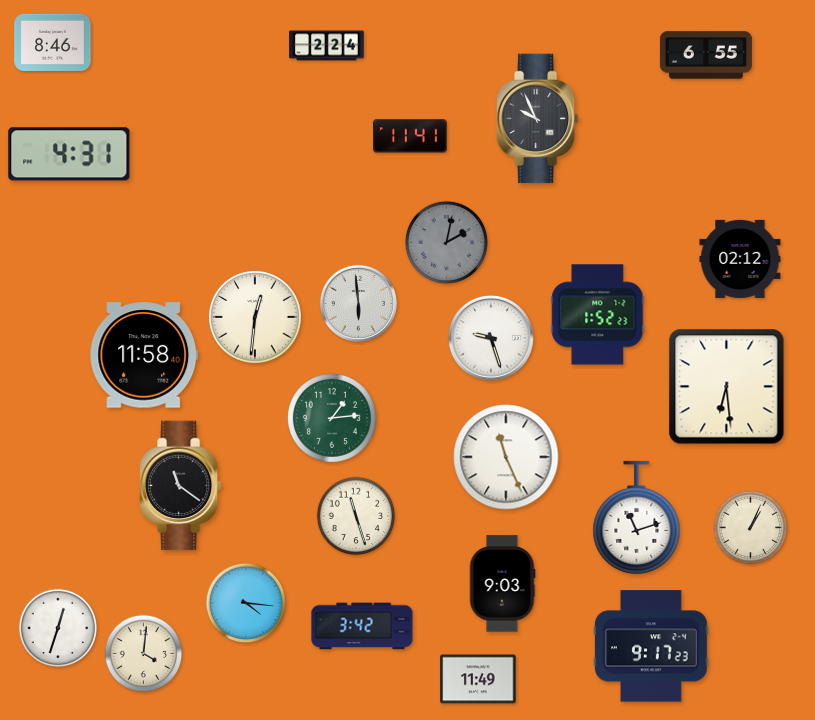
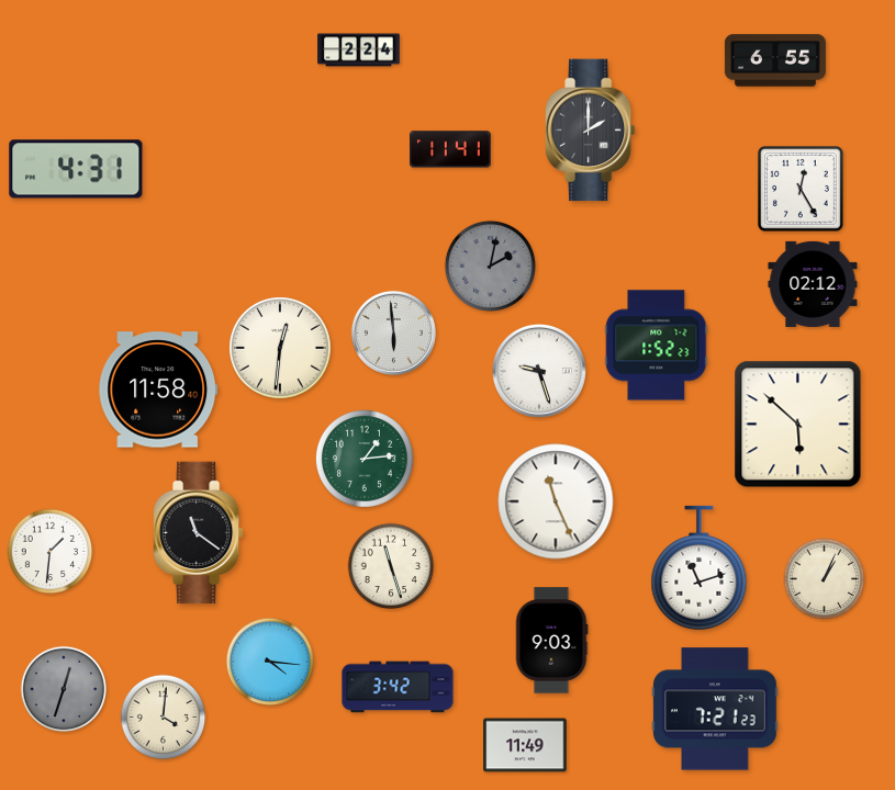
clock at (53, 42): 8:46 -> none
clock at (538, 119): 9:56 -> 2:00
clock at (801, 189): none -> 12:25
clock at (727, 387): 6:29 -> 5:52
clock at (51, 552): none -> 1:31
clock at (58, 628) dial: white -> grey
clock at (651, 646): 9:17 -> 7:21
clock at (144, 654) position: (144, 654) -> (164, 718)
